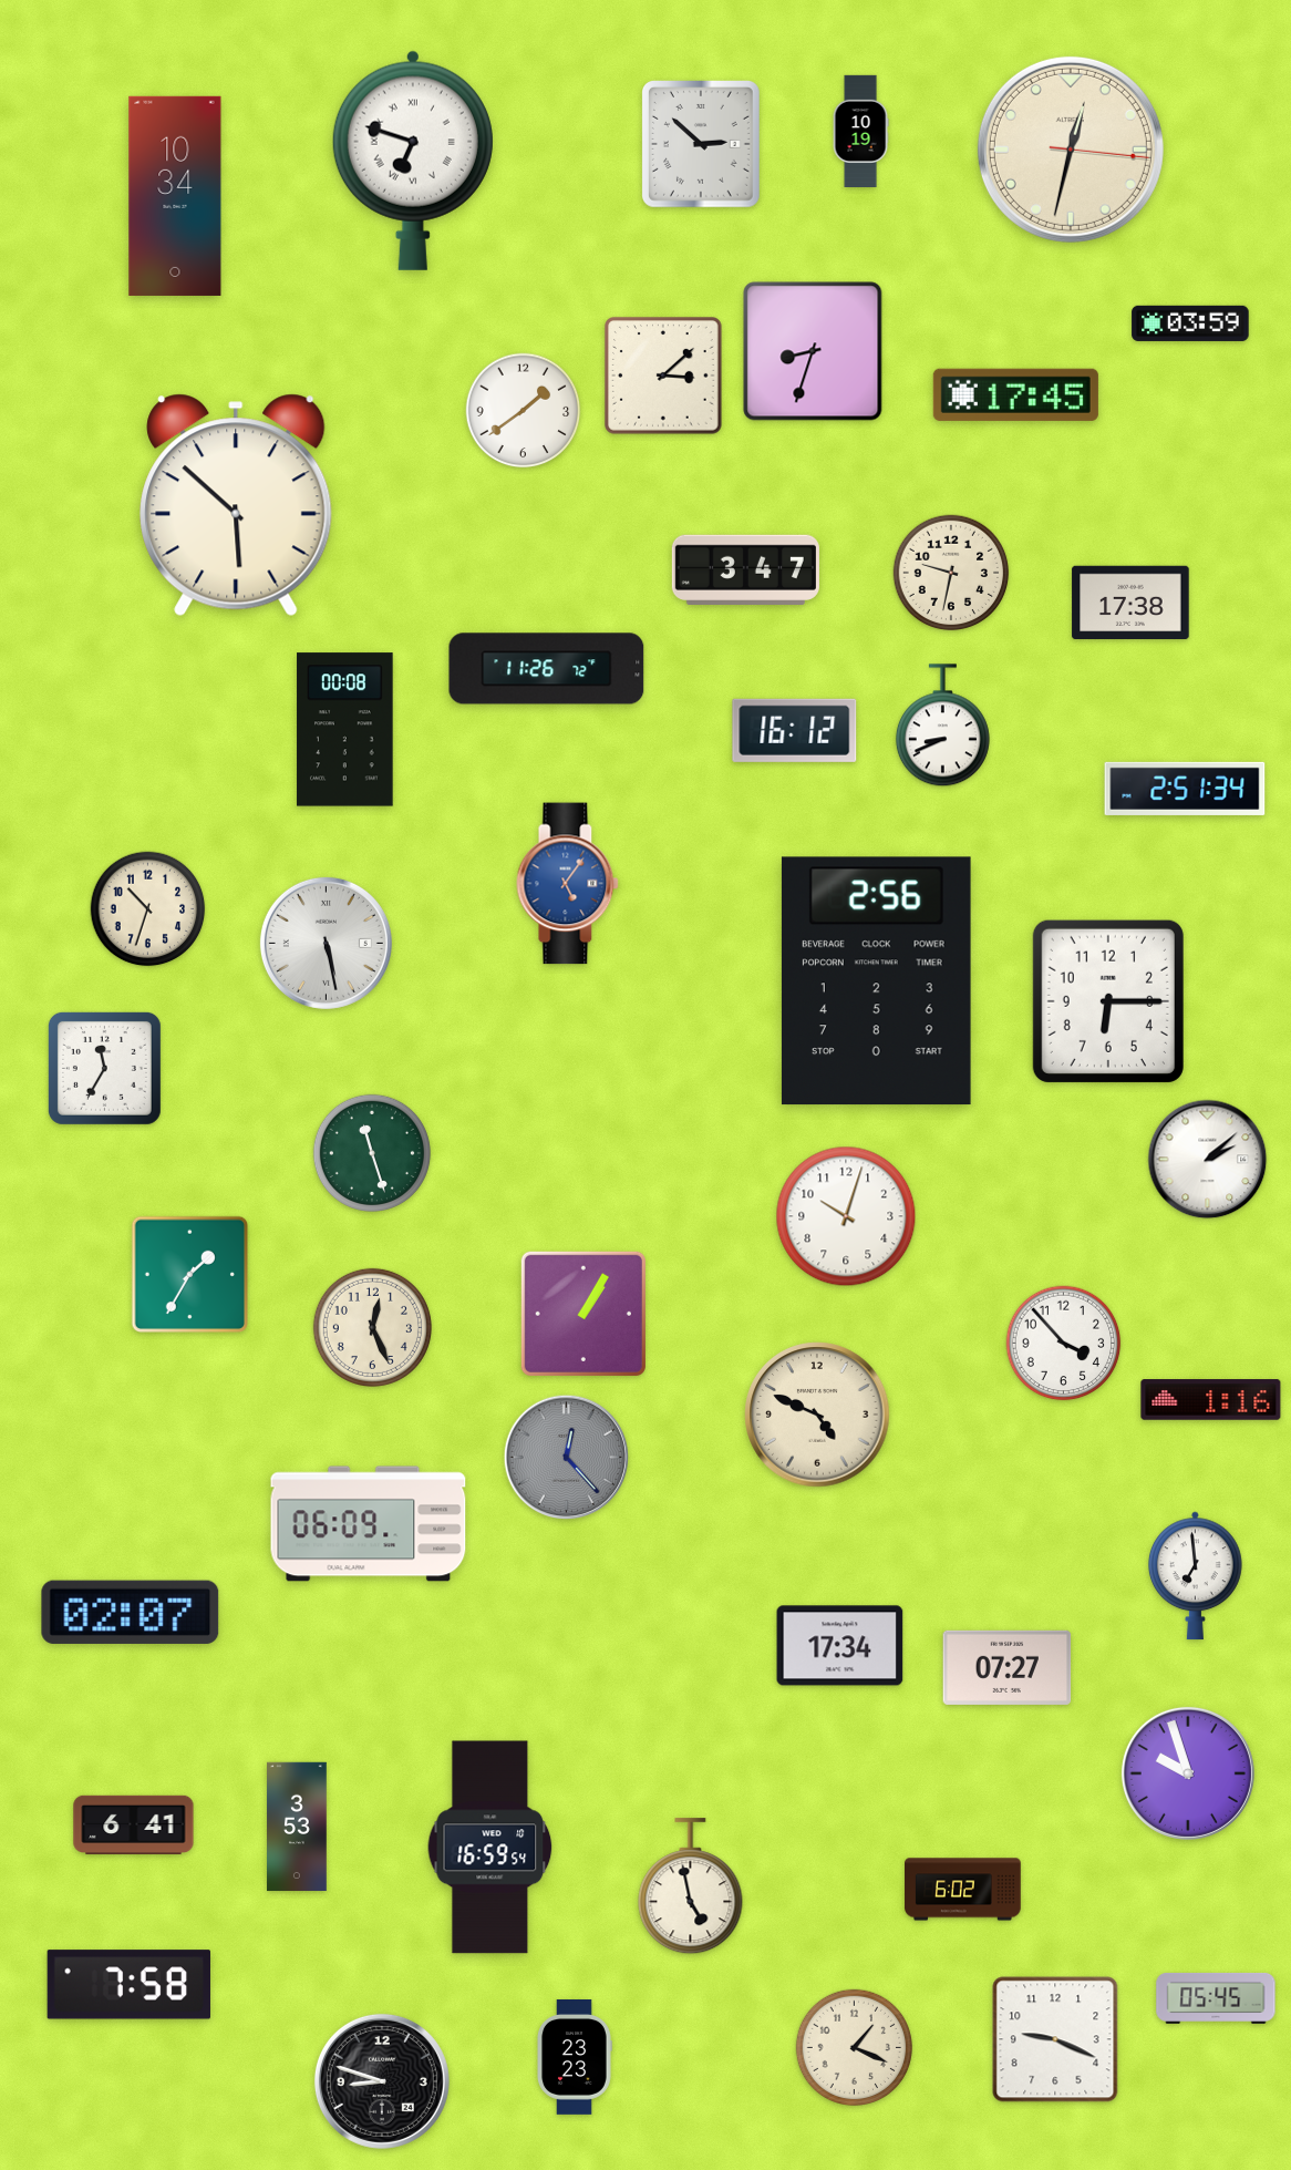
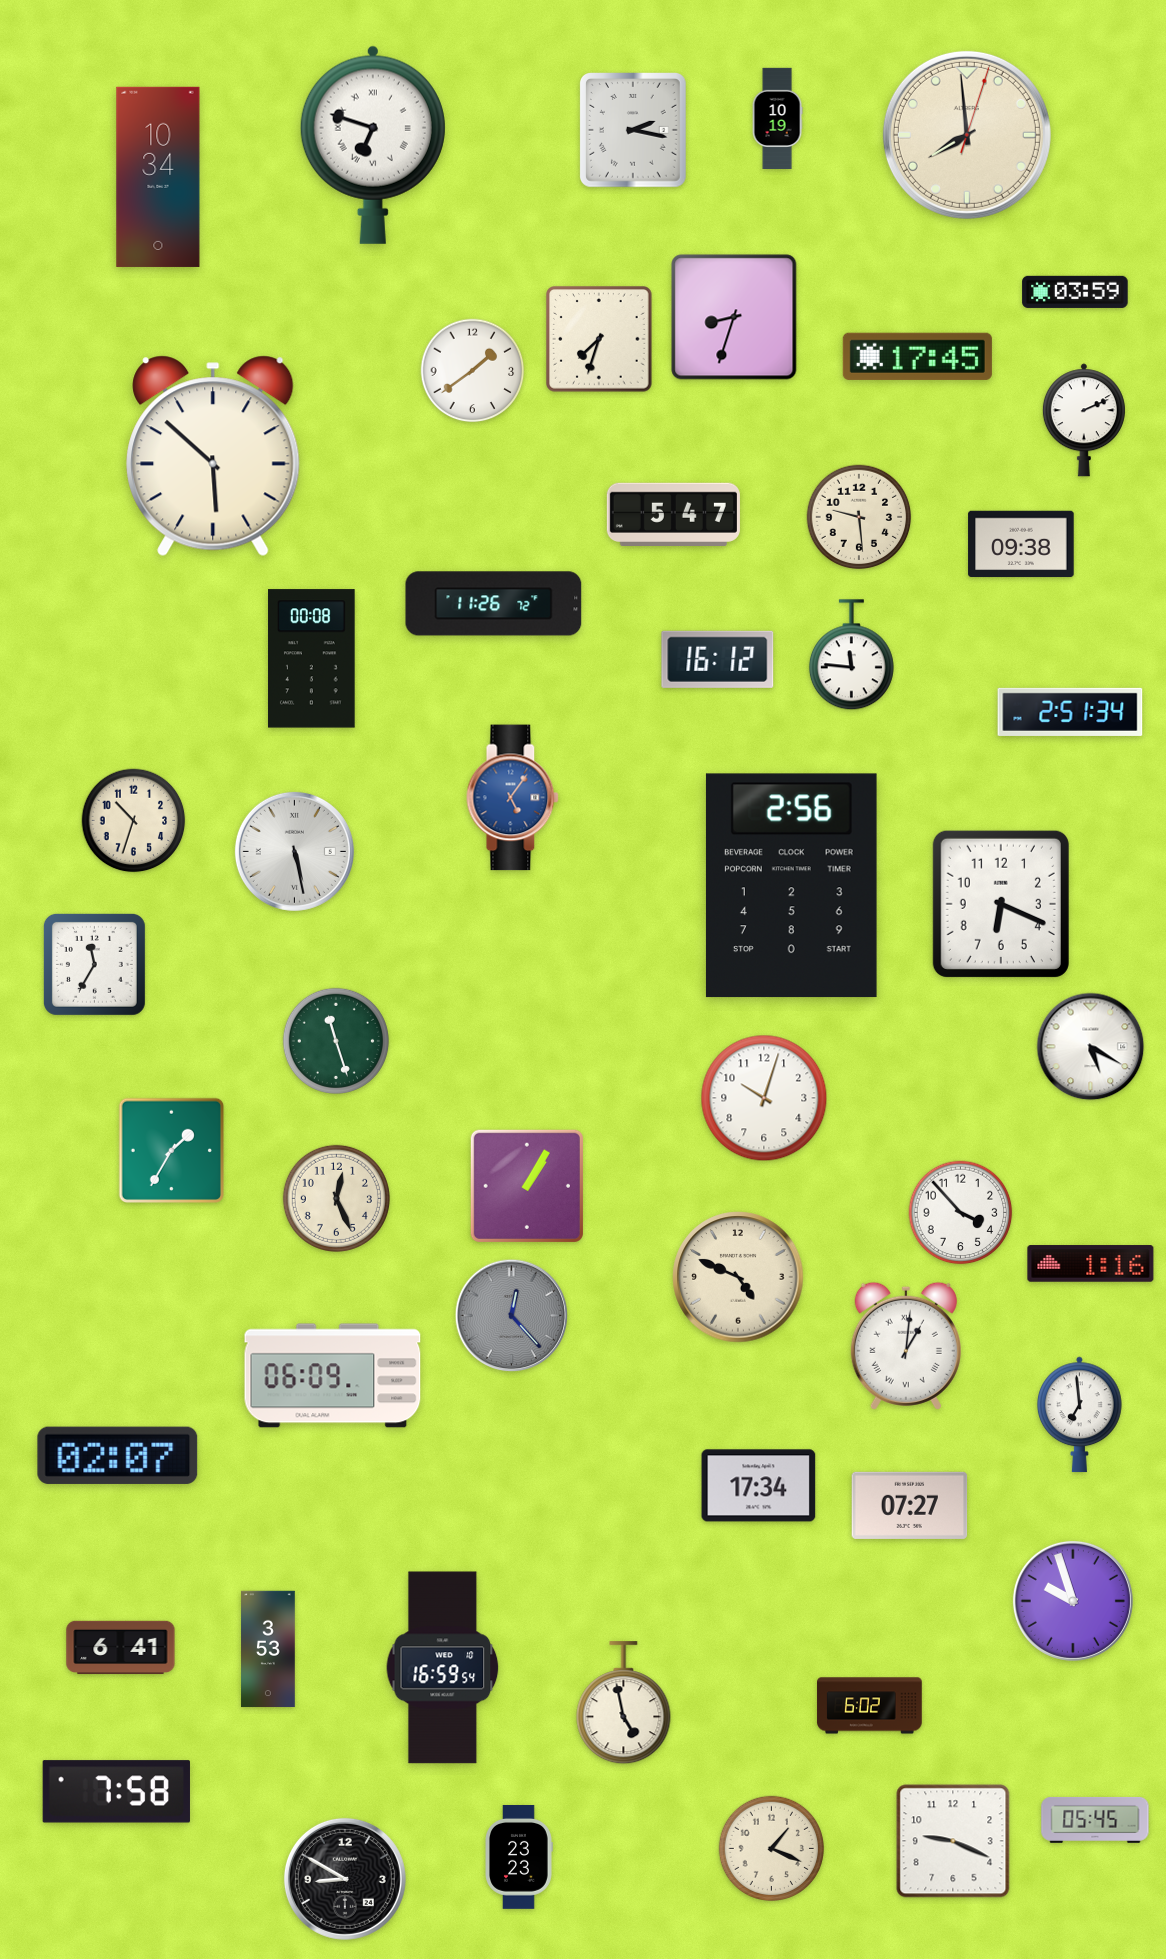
clock at (701, 145): 2:52 -> 2:17
clock at (1071, 150): 12:32 -> 7:59
clock at (663, 376): 3:08 -> 7:33
clock at (1084, 420): none -> 2:11
clock at (745, 569): 3:47 -> 5:47
clock at (951, 573): 9:32 -> 9:29
clock at (1130, 603): 17:38 -> 09:38
clock at (942, 726): 8:41 -> 11:46
clock at (1108, 1001): 6:15 -> 6:19
clock at (1208, 1160): 2:08 -> 5:20
clock at (1211, 1400) position: (1211, 1400) -> (1091, 1264)
clock at (906, 1346): none -> 1:01
clock at (1195, 1576) position: (1195, 1576) -> (1079, 1415)
clock at (1216, 1998) position: (1216, 1998) -> (1095, 1820)
clock at (382, 2081): 8:48 -> 8:50
